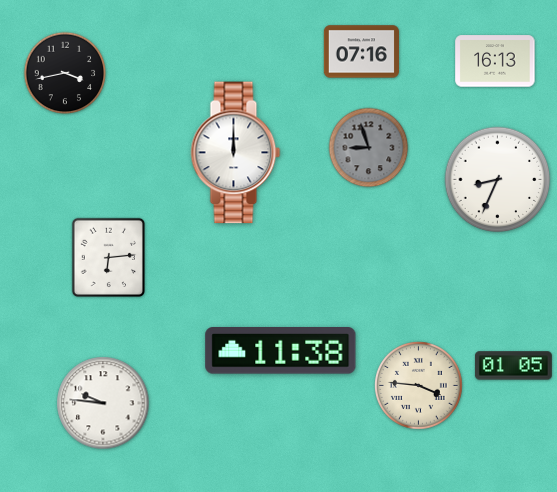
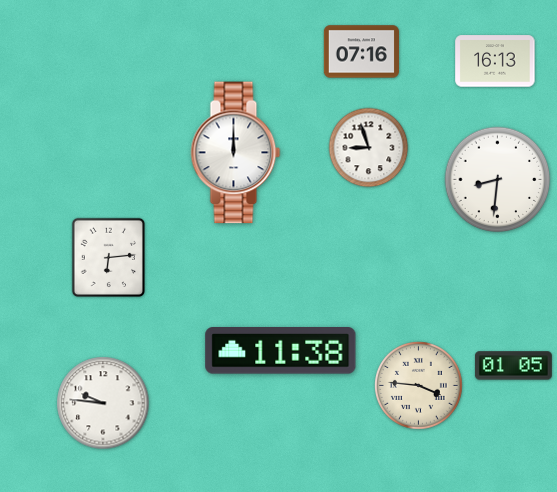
clock at (65, 73): 3:43 -> none
clock at (369, 148) dial: grey -> white
clock at (498, 180): 8:34 -> 8:31
